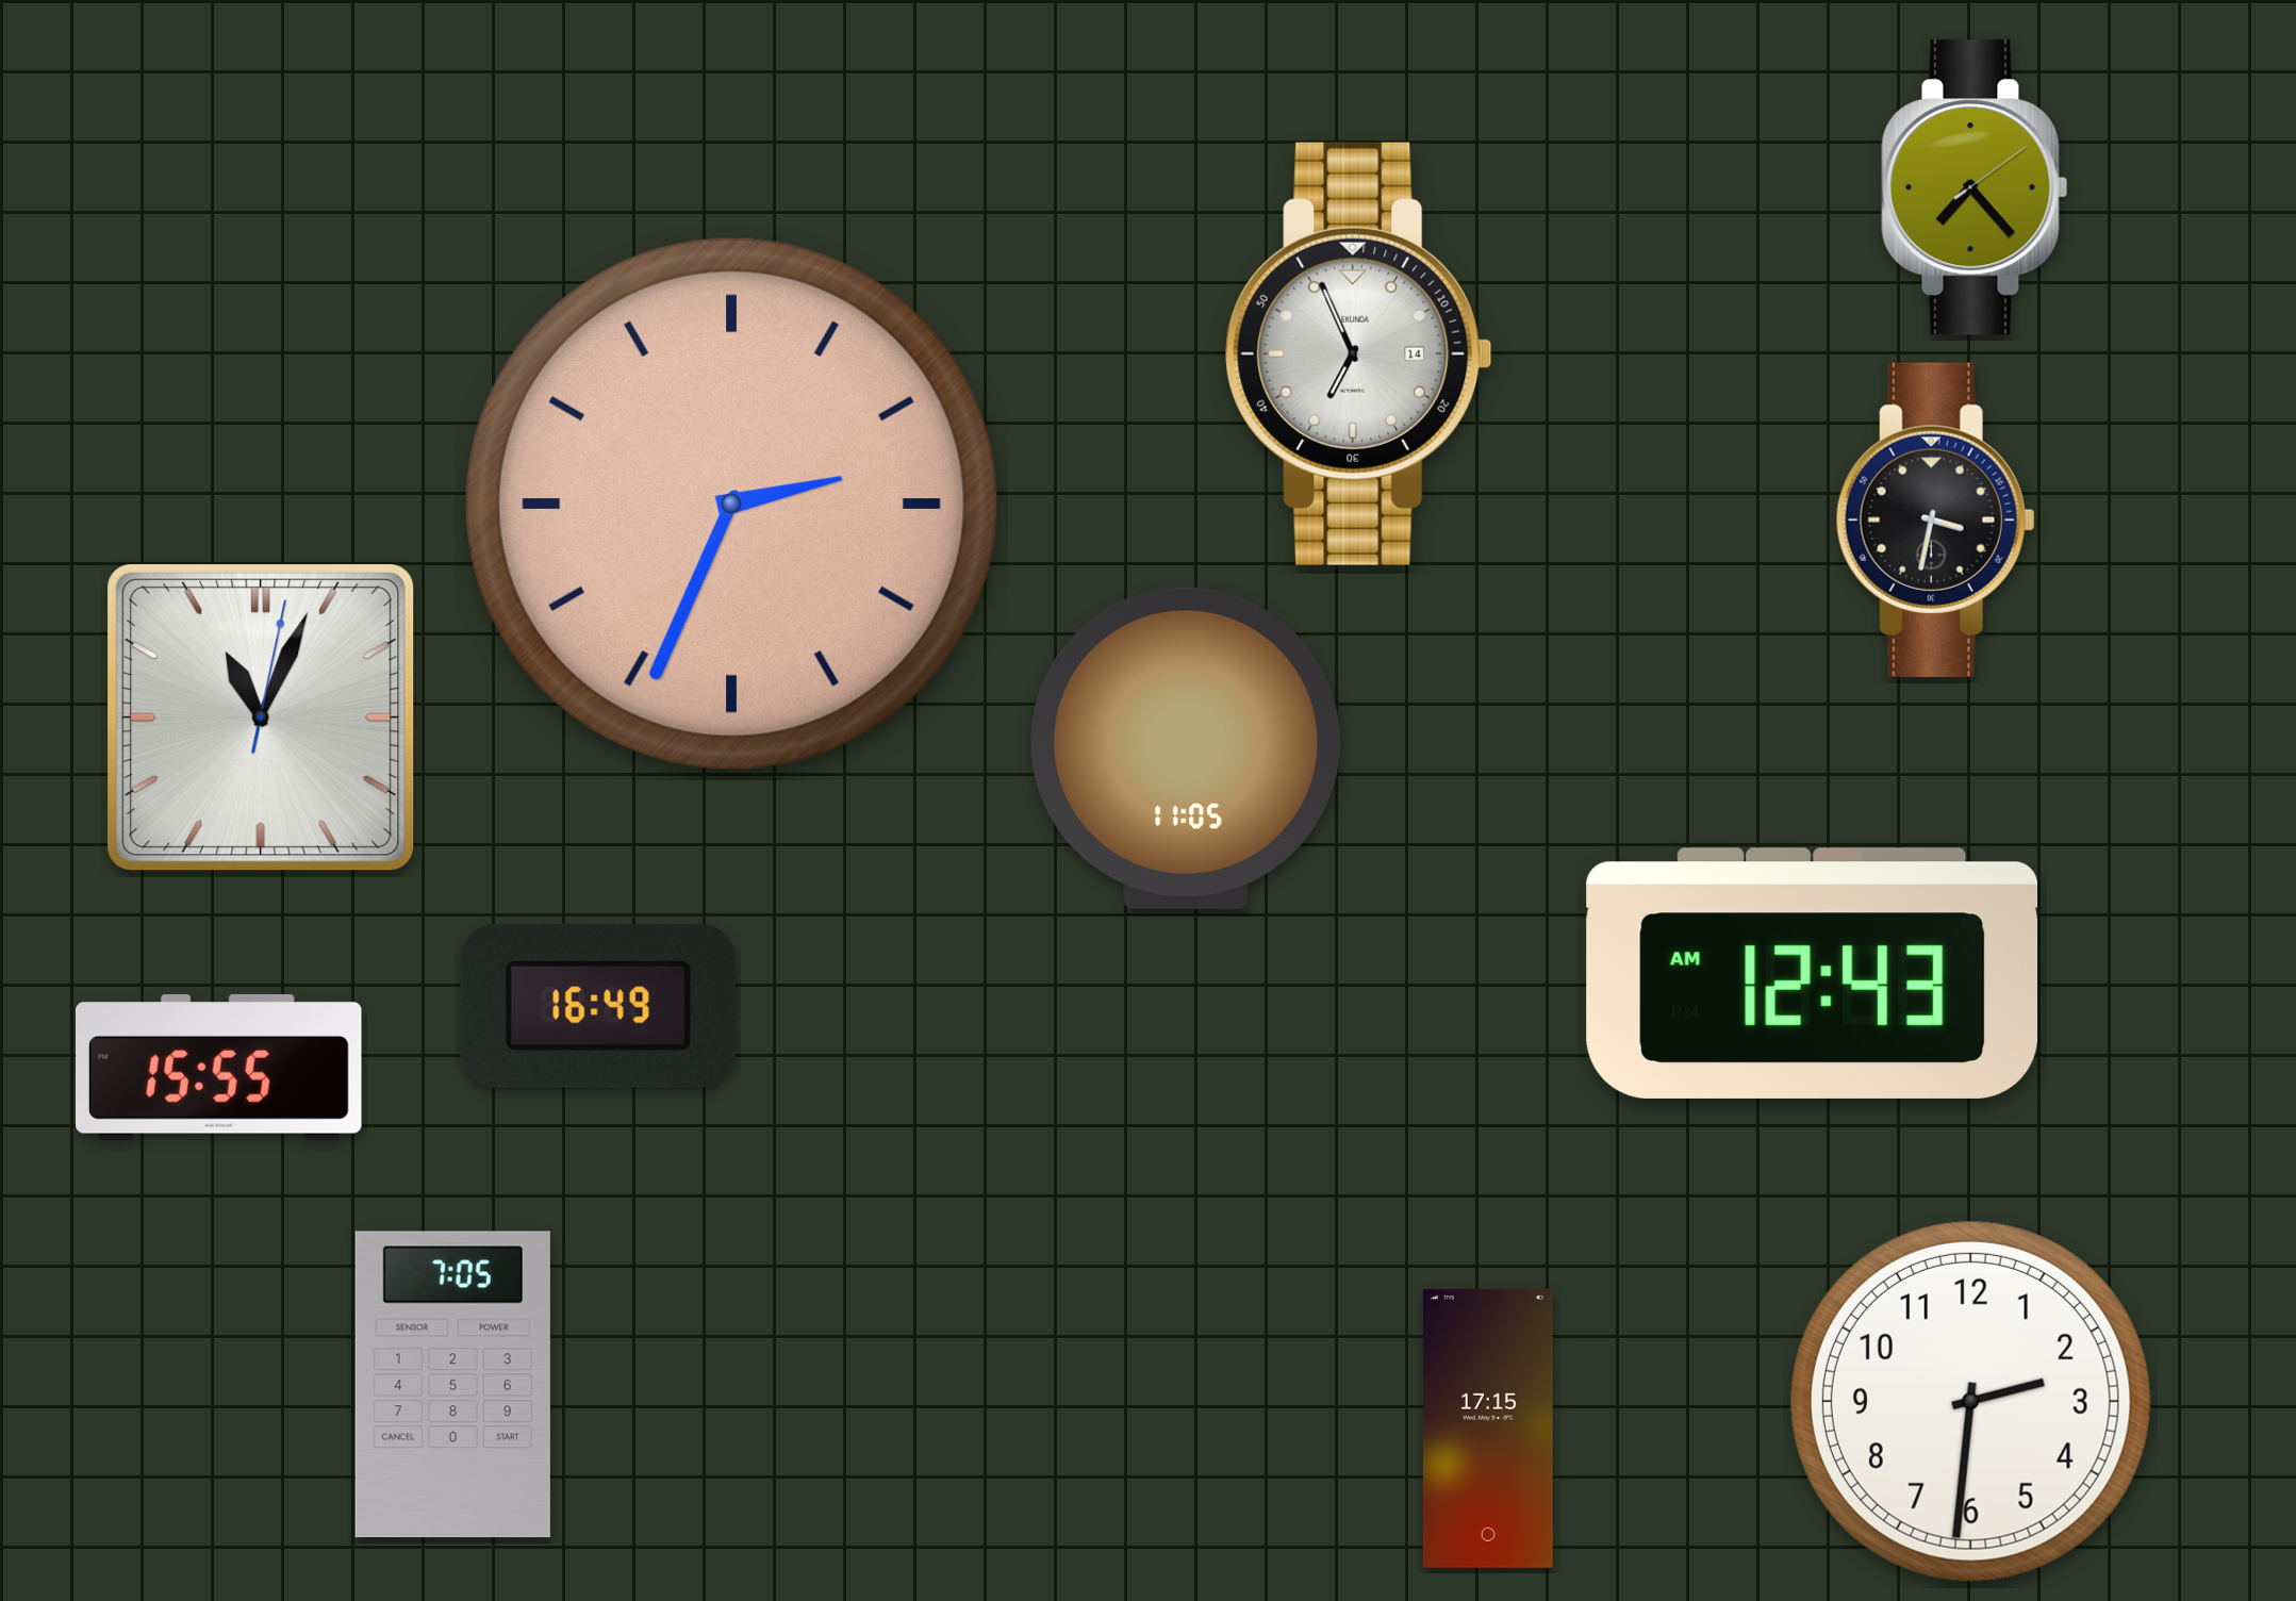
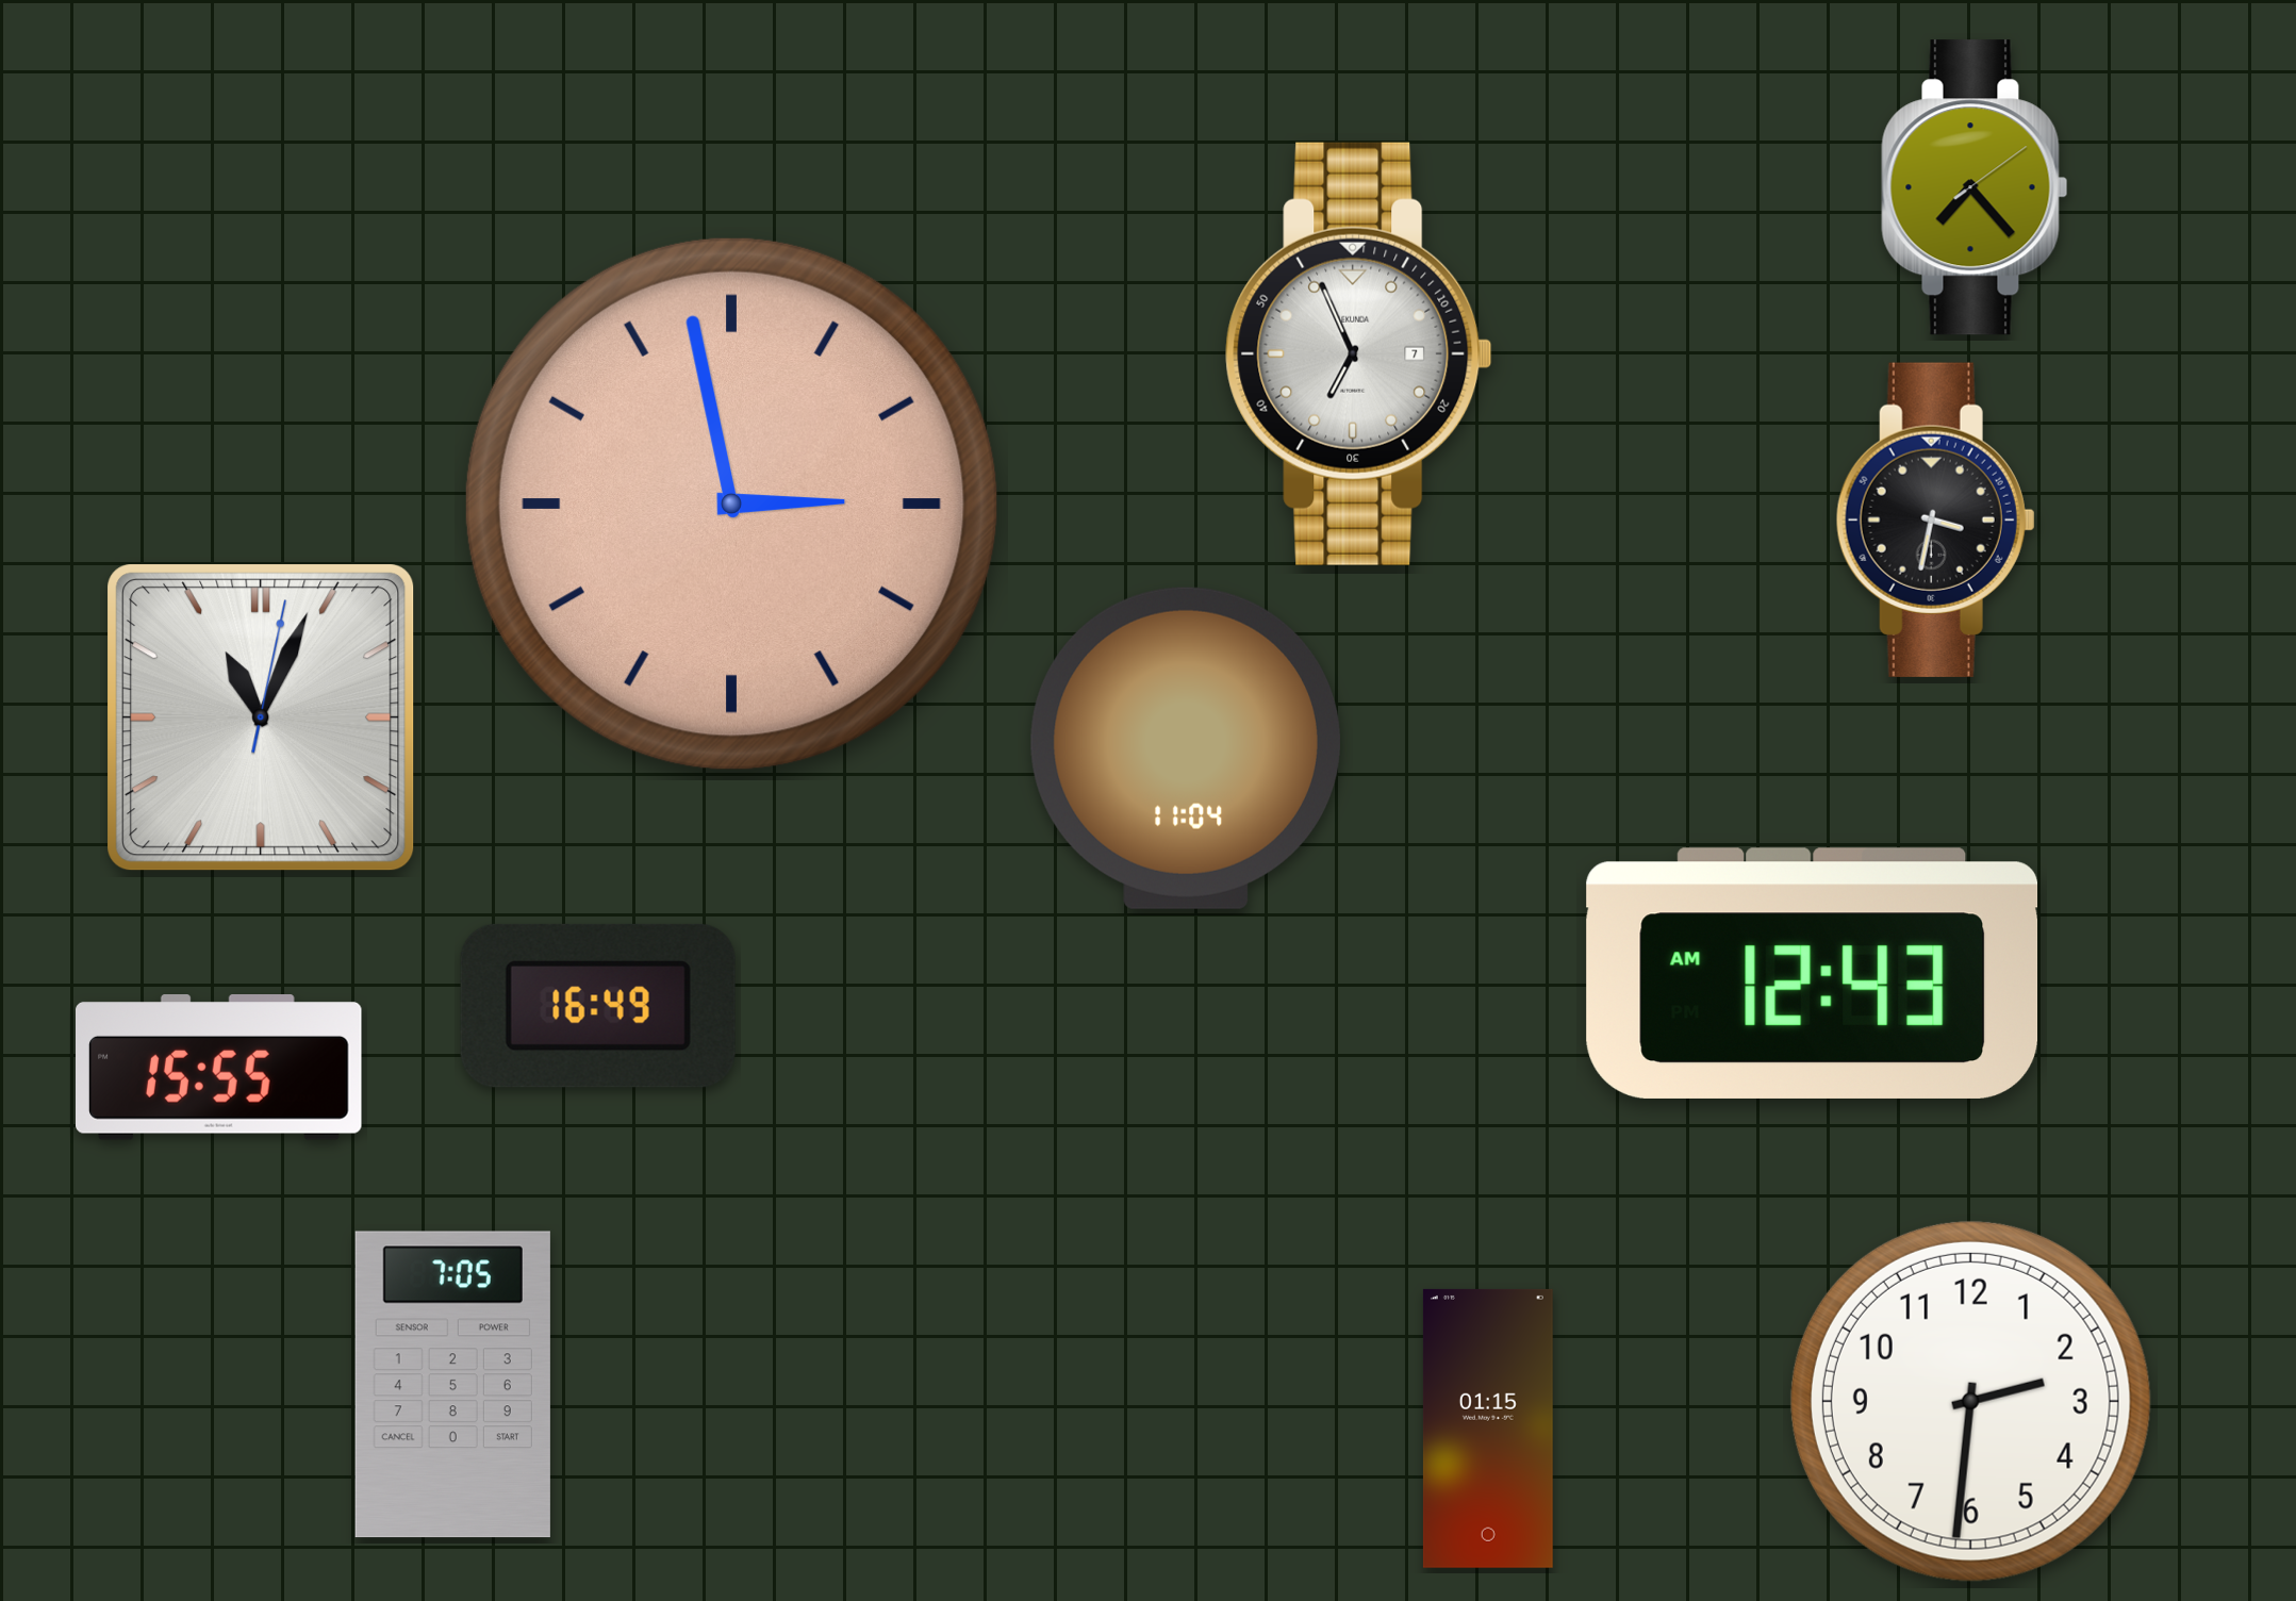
clock at (1359, 353) date: 14 -> 7
clock at (731, 504): 2:34 -> 2:58
clock at (1186, 748): 11:05 -> 11:04
clock at (1488, 1429): 17:15 -> 01:15
